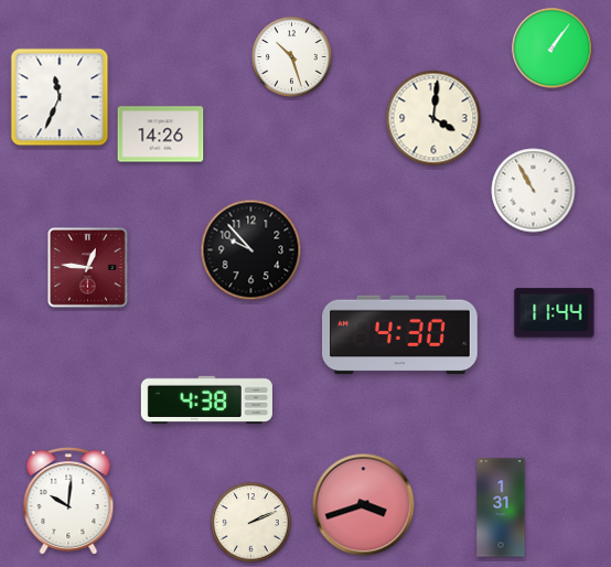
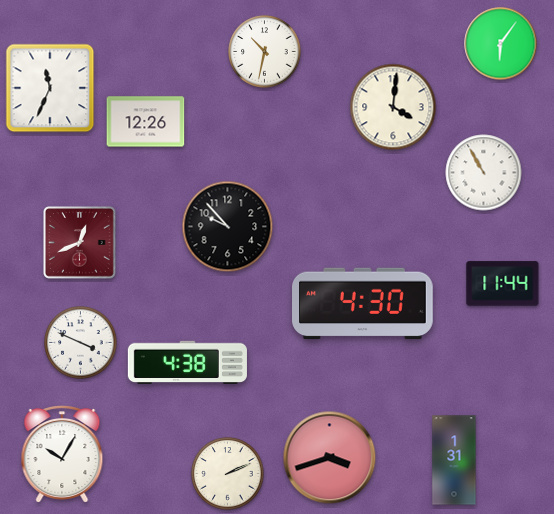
clock at (553, 49): 1:06 -> 6:06
clock at (292, 57): 10:27 -> 10:32
clock at (60, 97) position: (60, 97) -> (50, 88)
clock at (161, 135): 14:26 -> 12:26
clock at (87, 267): 12:46 -> 12:41
clock at (81, 343): none -> 3:49
clock at (68, 502): 10:01 -> 10:05
